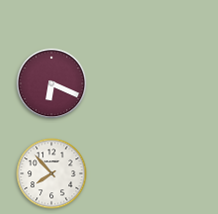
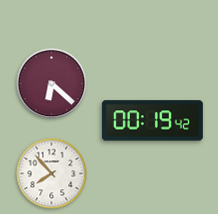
clock at (52, 84): 6:19 -> 6:22
clock at (152, 121): none -> 00:19
